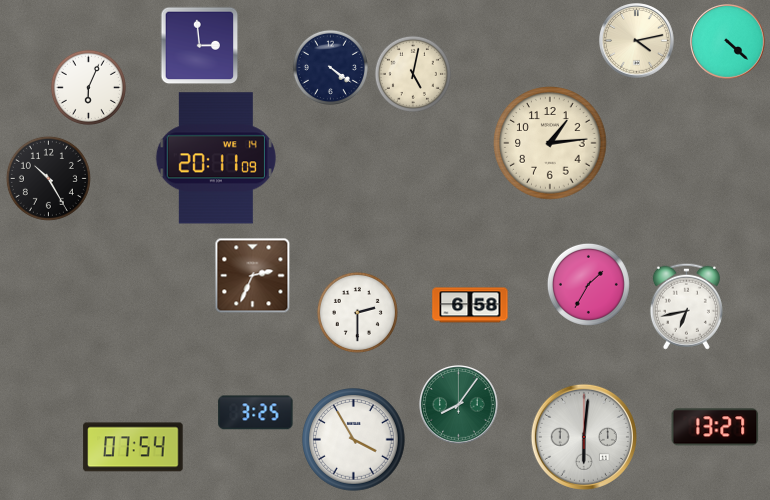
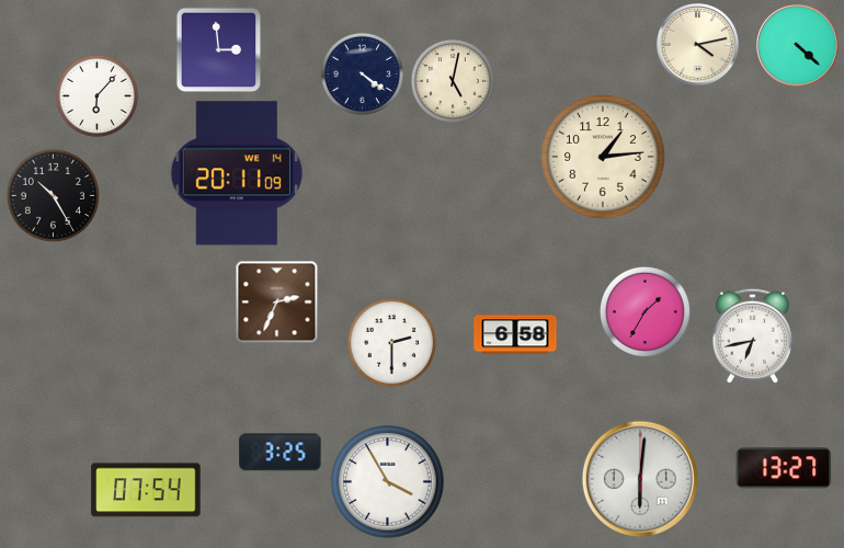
clock at (88, 87): 6:04 -> 6:07
clock at (459, 405): 8:06 -> none
